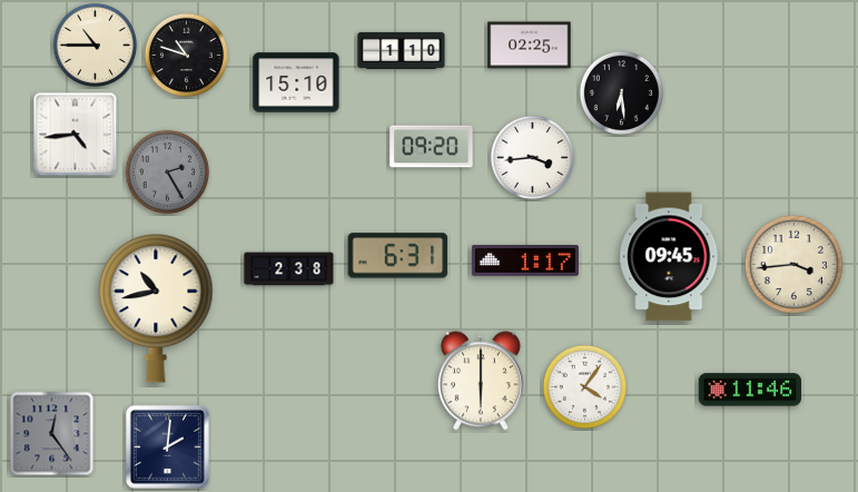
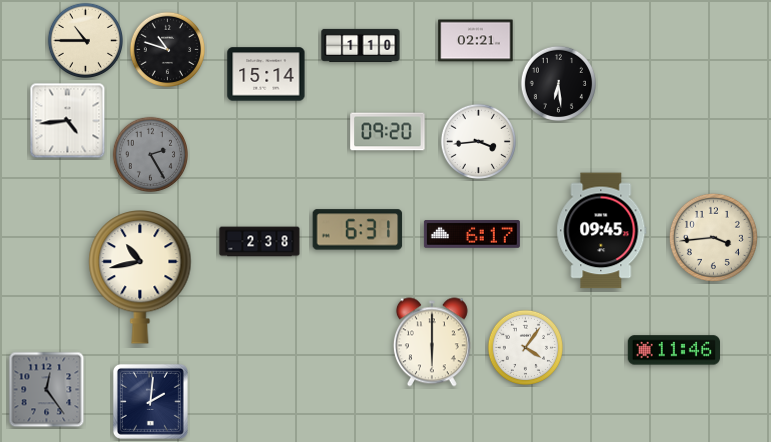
clock at (530, 46): 02:25 -> 02:21
clock at (296, 82): 15:10 -> 15:14
clock at (525, 262): 1:17 -> 6:17
